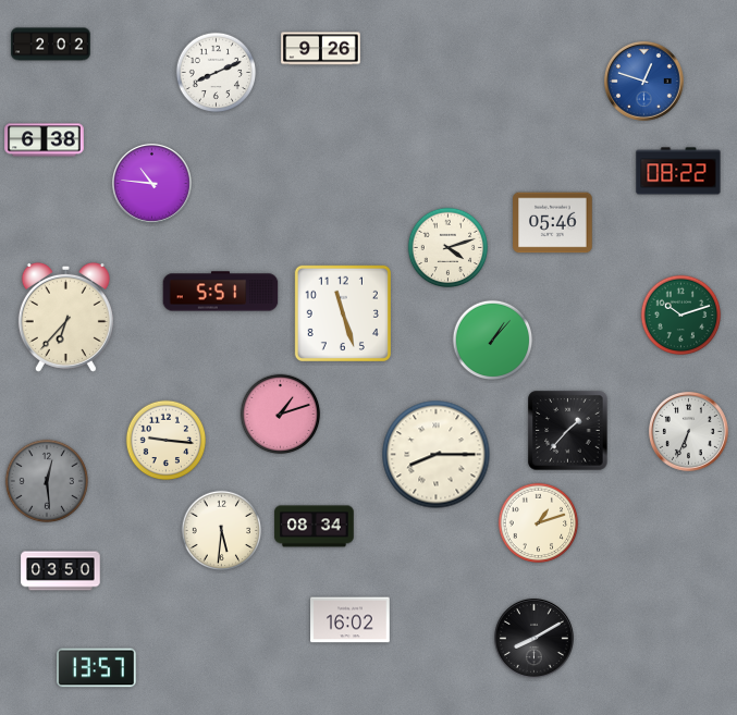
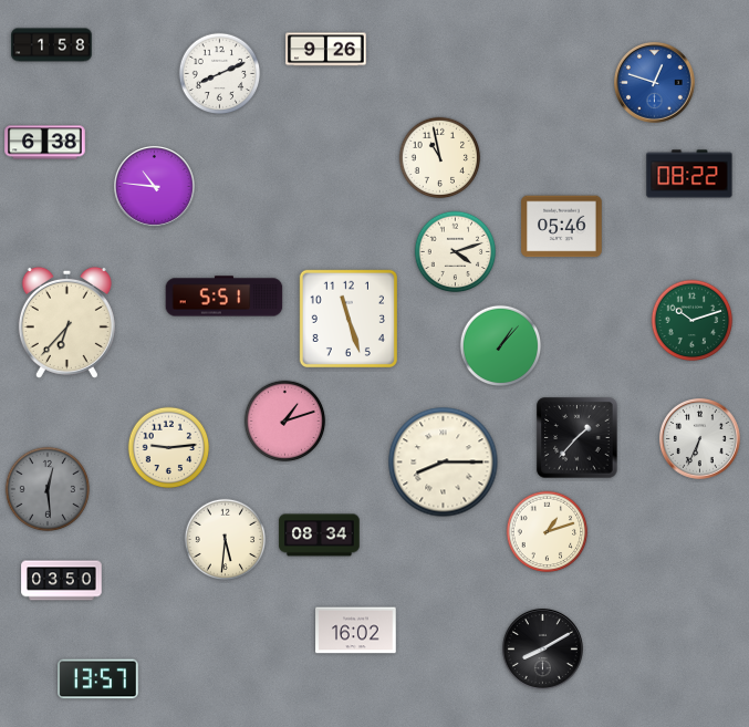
clock at (51, 45): 2:02 -> 1:58
clock at (440, 158): none -> 10:58
clock at (167, 441): 9:16 -> 9:14
